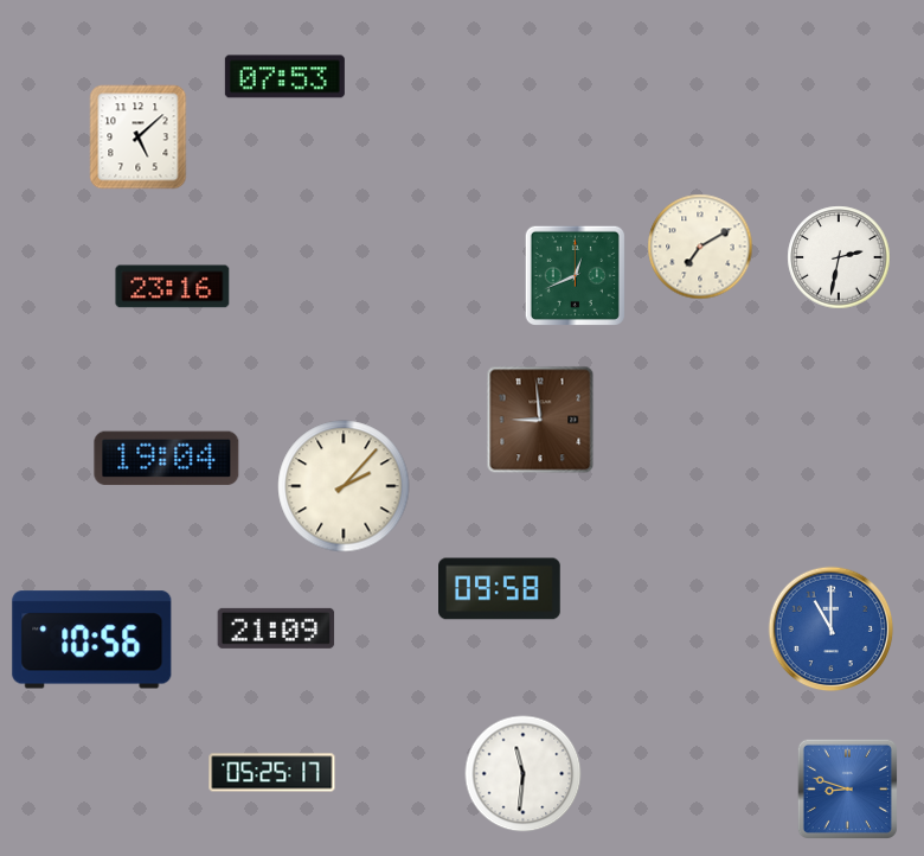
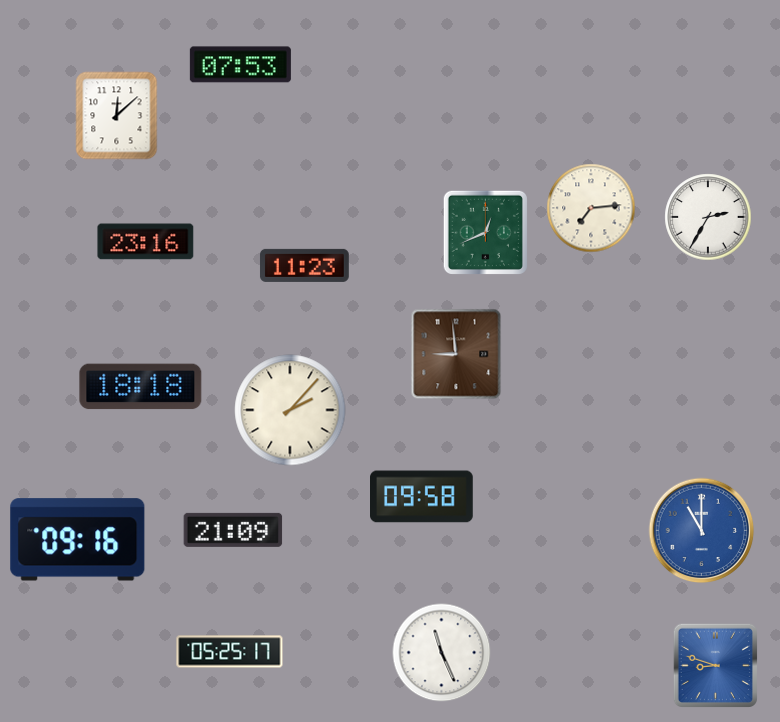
clock at (139, 138): 5:08 -> 12:08
clock at (700, 247): 7:10 -> 7:14
clock at (839, 257): 2:32 -> 2:35
clock at (304, 265): none -> 11:23
clock at (167, 459): 19:04 -> 18:18
clock at (92, 640): 10:56 -> 09:16
clock at (524, 774): 11:31 -> 11:26
